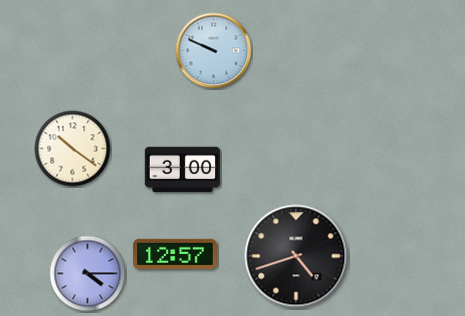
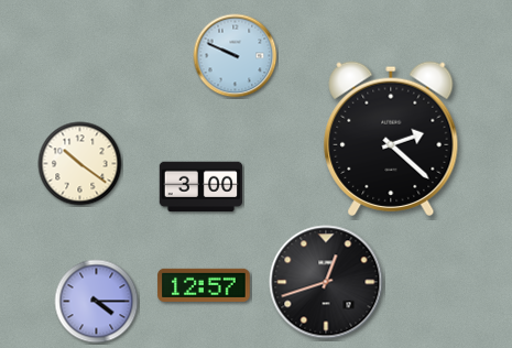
clock at (391, 139): none -> 2:22
clock at (175, 254) position: (175, 254) -> (204, 285)
clock at (296, 256): 4:42 -> 12:42
